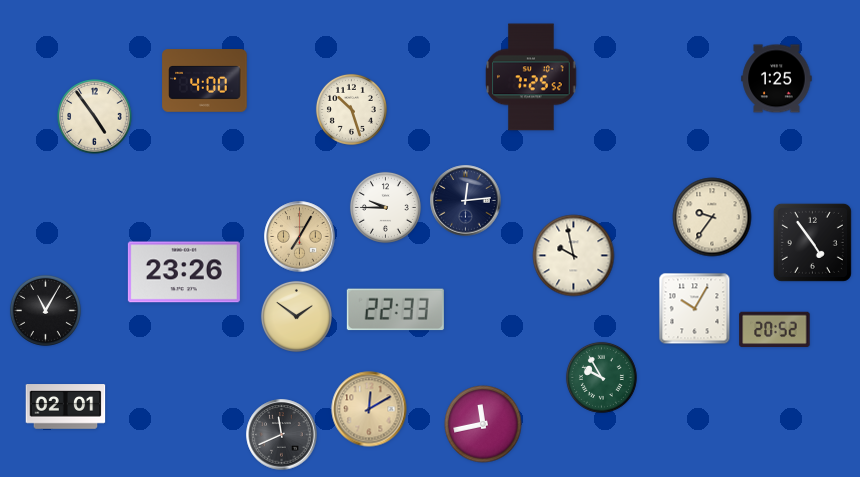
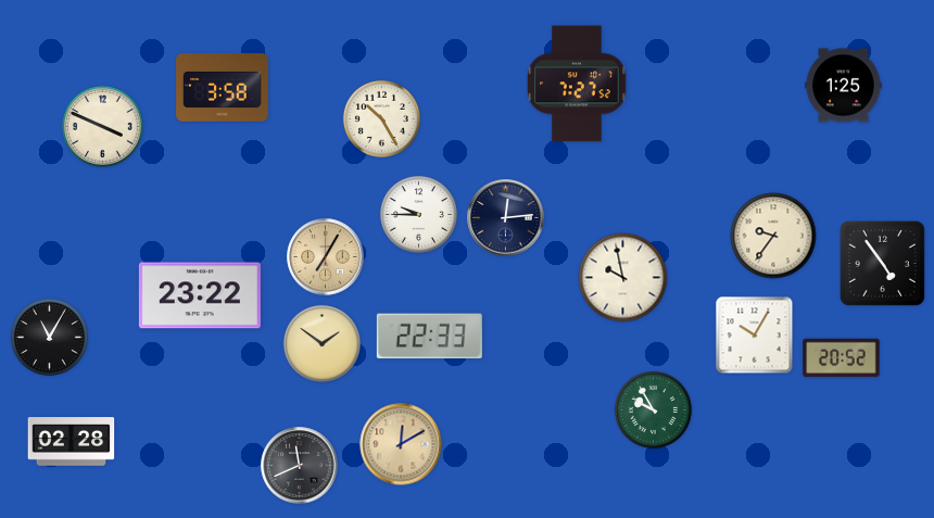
clock at (531, 77): 7:25 -> 7:27
clock at (205, 81): 4:00 -> 3:58
clock at (351, 109): 10:27 -> 10:25
clock at (95, 117): 4:54 -> 3:49
clock at (385, 207) position: (385, 207) -> (418, 214)
clock at (184, 272): 23:26 -> 23:22
clock at (66, 407): 02:01 -> 02:28
clock at (483, 424): 11:43 -> none
clock at (282, 435) position: (282, 435) -> (300, 466)
